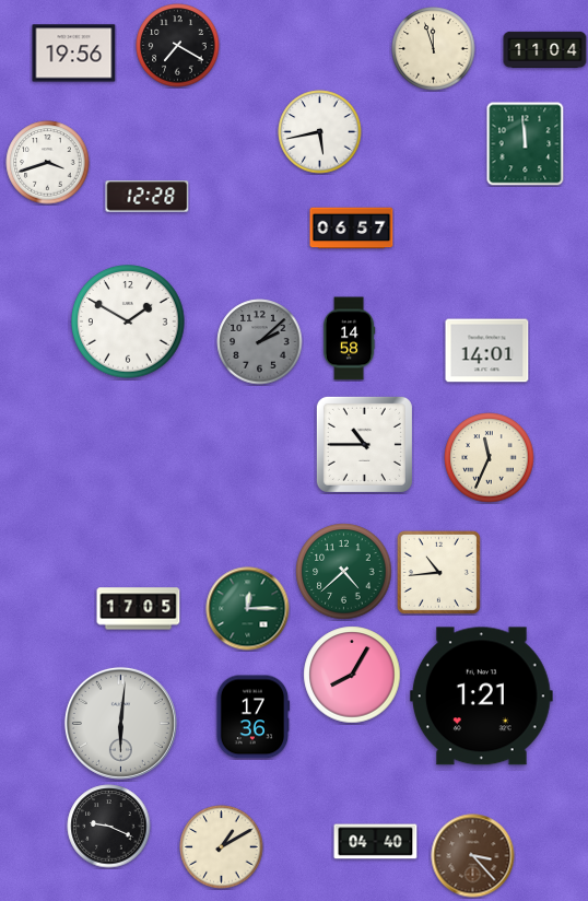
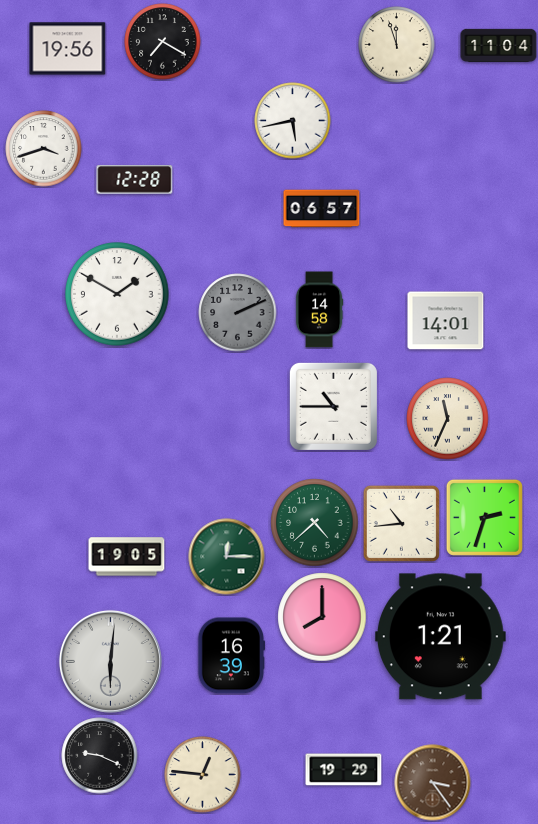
clock at (526, 143): 11:59 -> none
clock at (260, 342): 2:08 -> 2:11
clock at (484, 517): none -> 2:33
clock at (139, 609): 17:05 -> 19:05
clock at (352, 675): 8:05 -> 8:00
clock at (254, 717): 17:36 -> 16:39
clock at (376, 842): 04:40 -> 19:29
clock at (222, 847): 1:10 -> 12:46
clock at (473, 856): 3:23 -> 3:24
